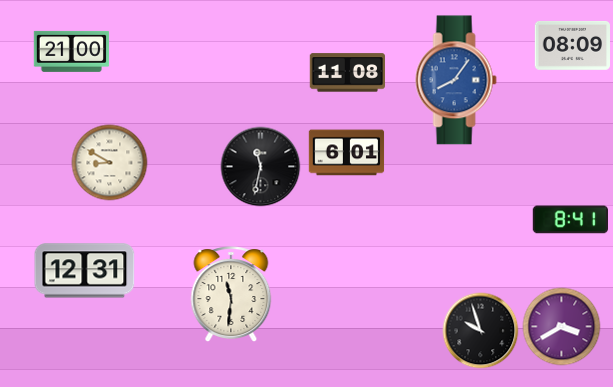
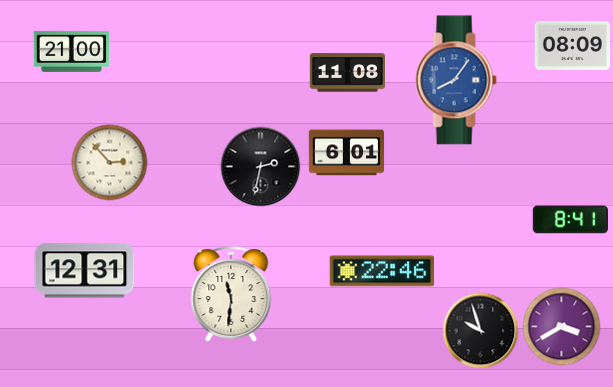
clock at (110, 163): 8:50 -> 2:53
clock at (261, 167): 11:32 -> 2:32
clock at (382, 271): none -> 22:46
